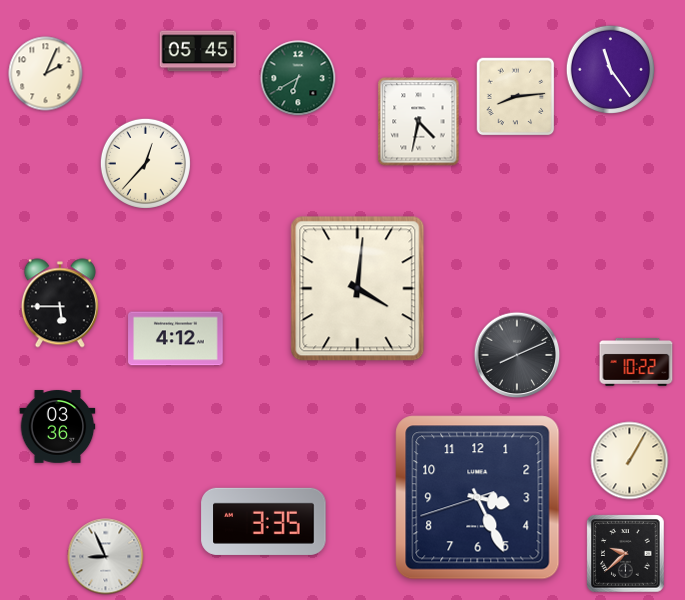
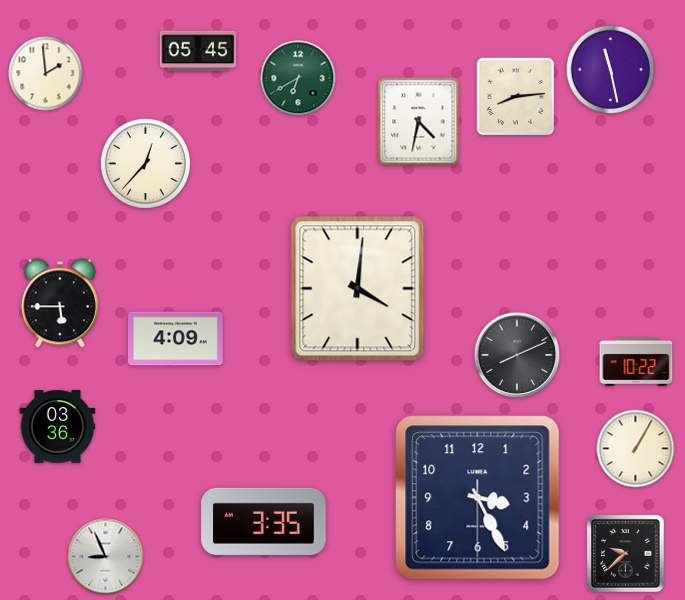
clock at (610, 69): 11:24 -> 11:28
clock at (46, 74): 2:04 -> 1:59
clock at (176, 339): 4:12 -> 4:09
clock at (630, 461) position: (630, 461) -> (636, 449)
clock at (478, 498): 3:25:42 -> 3:25:30
